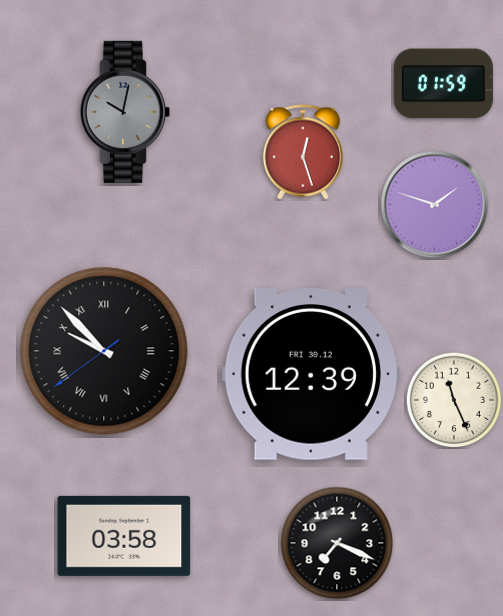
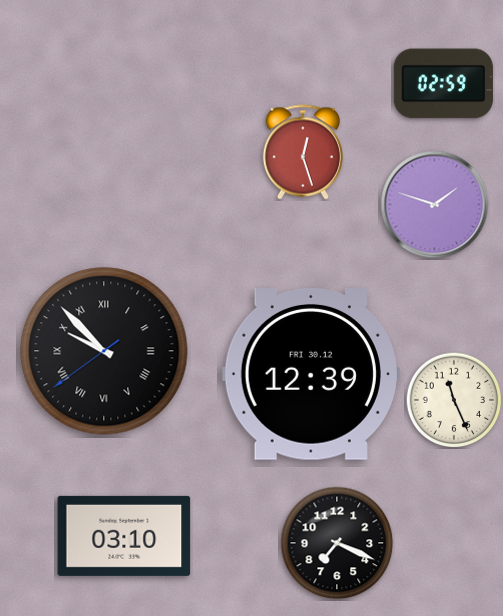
clock at (443, 84): 01:59 -> 02:59
clock at (125, 112): 10:02 -> none
clock at (124, 536): 03:58 -> 03:10
